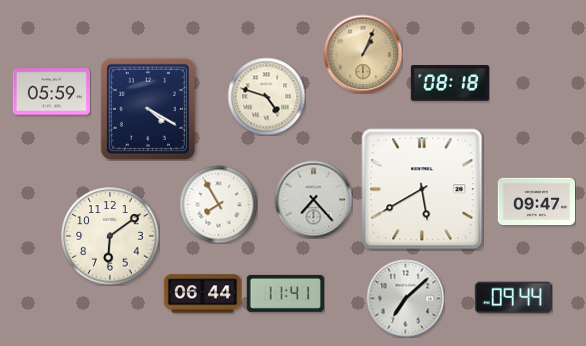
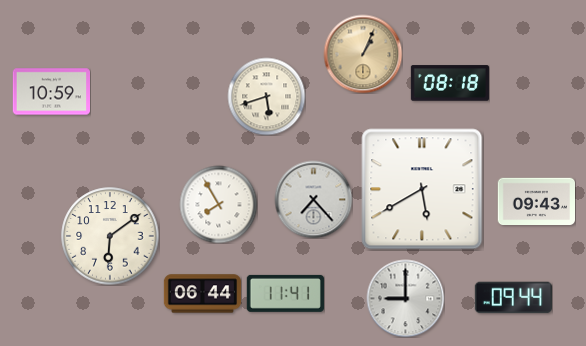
clock at (51, 92): 05:59 -> 10:59
clock at (266, 96): 4:48 -> 5:42
clock at (148, 109): 4:20 -> none
clock at (536, 202): 09:47 -> 09:43
clock at (405, 298): 7:08 -> 9:00
